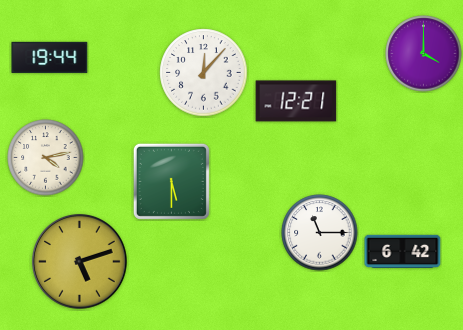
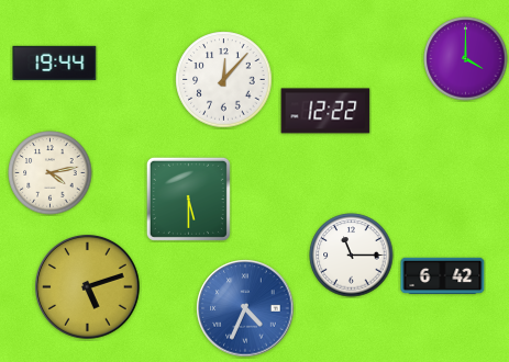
clock at (296, 101): 12:21 -> 12:22
clock at (245, 308): none -> 4:34
